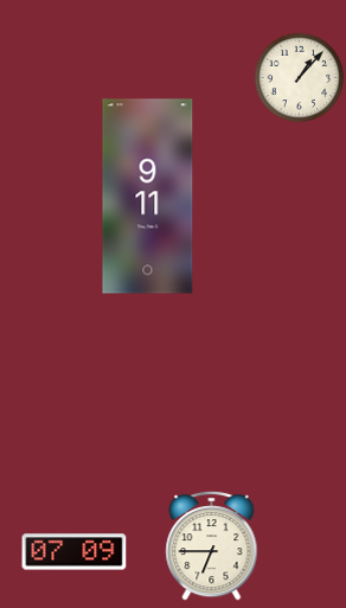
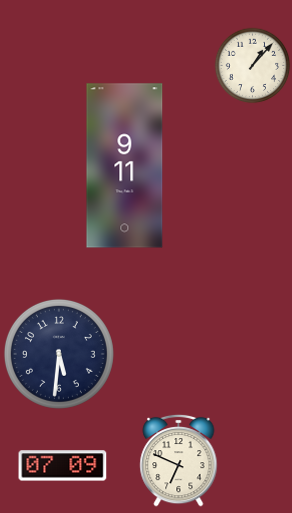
clock at (59, 354): none -> 5:31
clock at (212, 545): 6:45 -> 6:49
